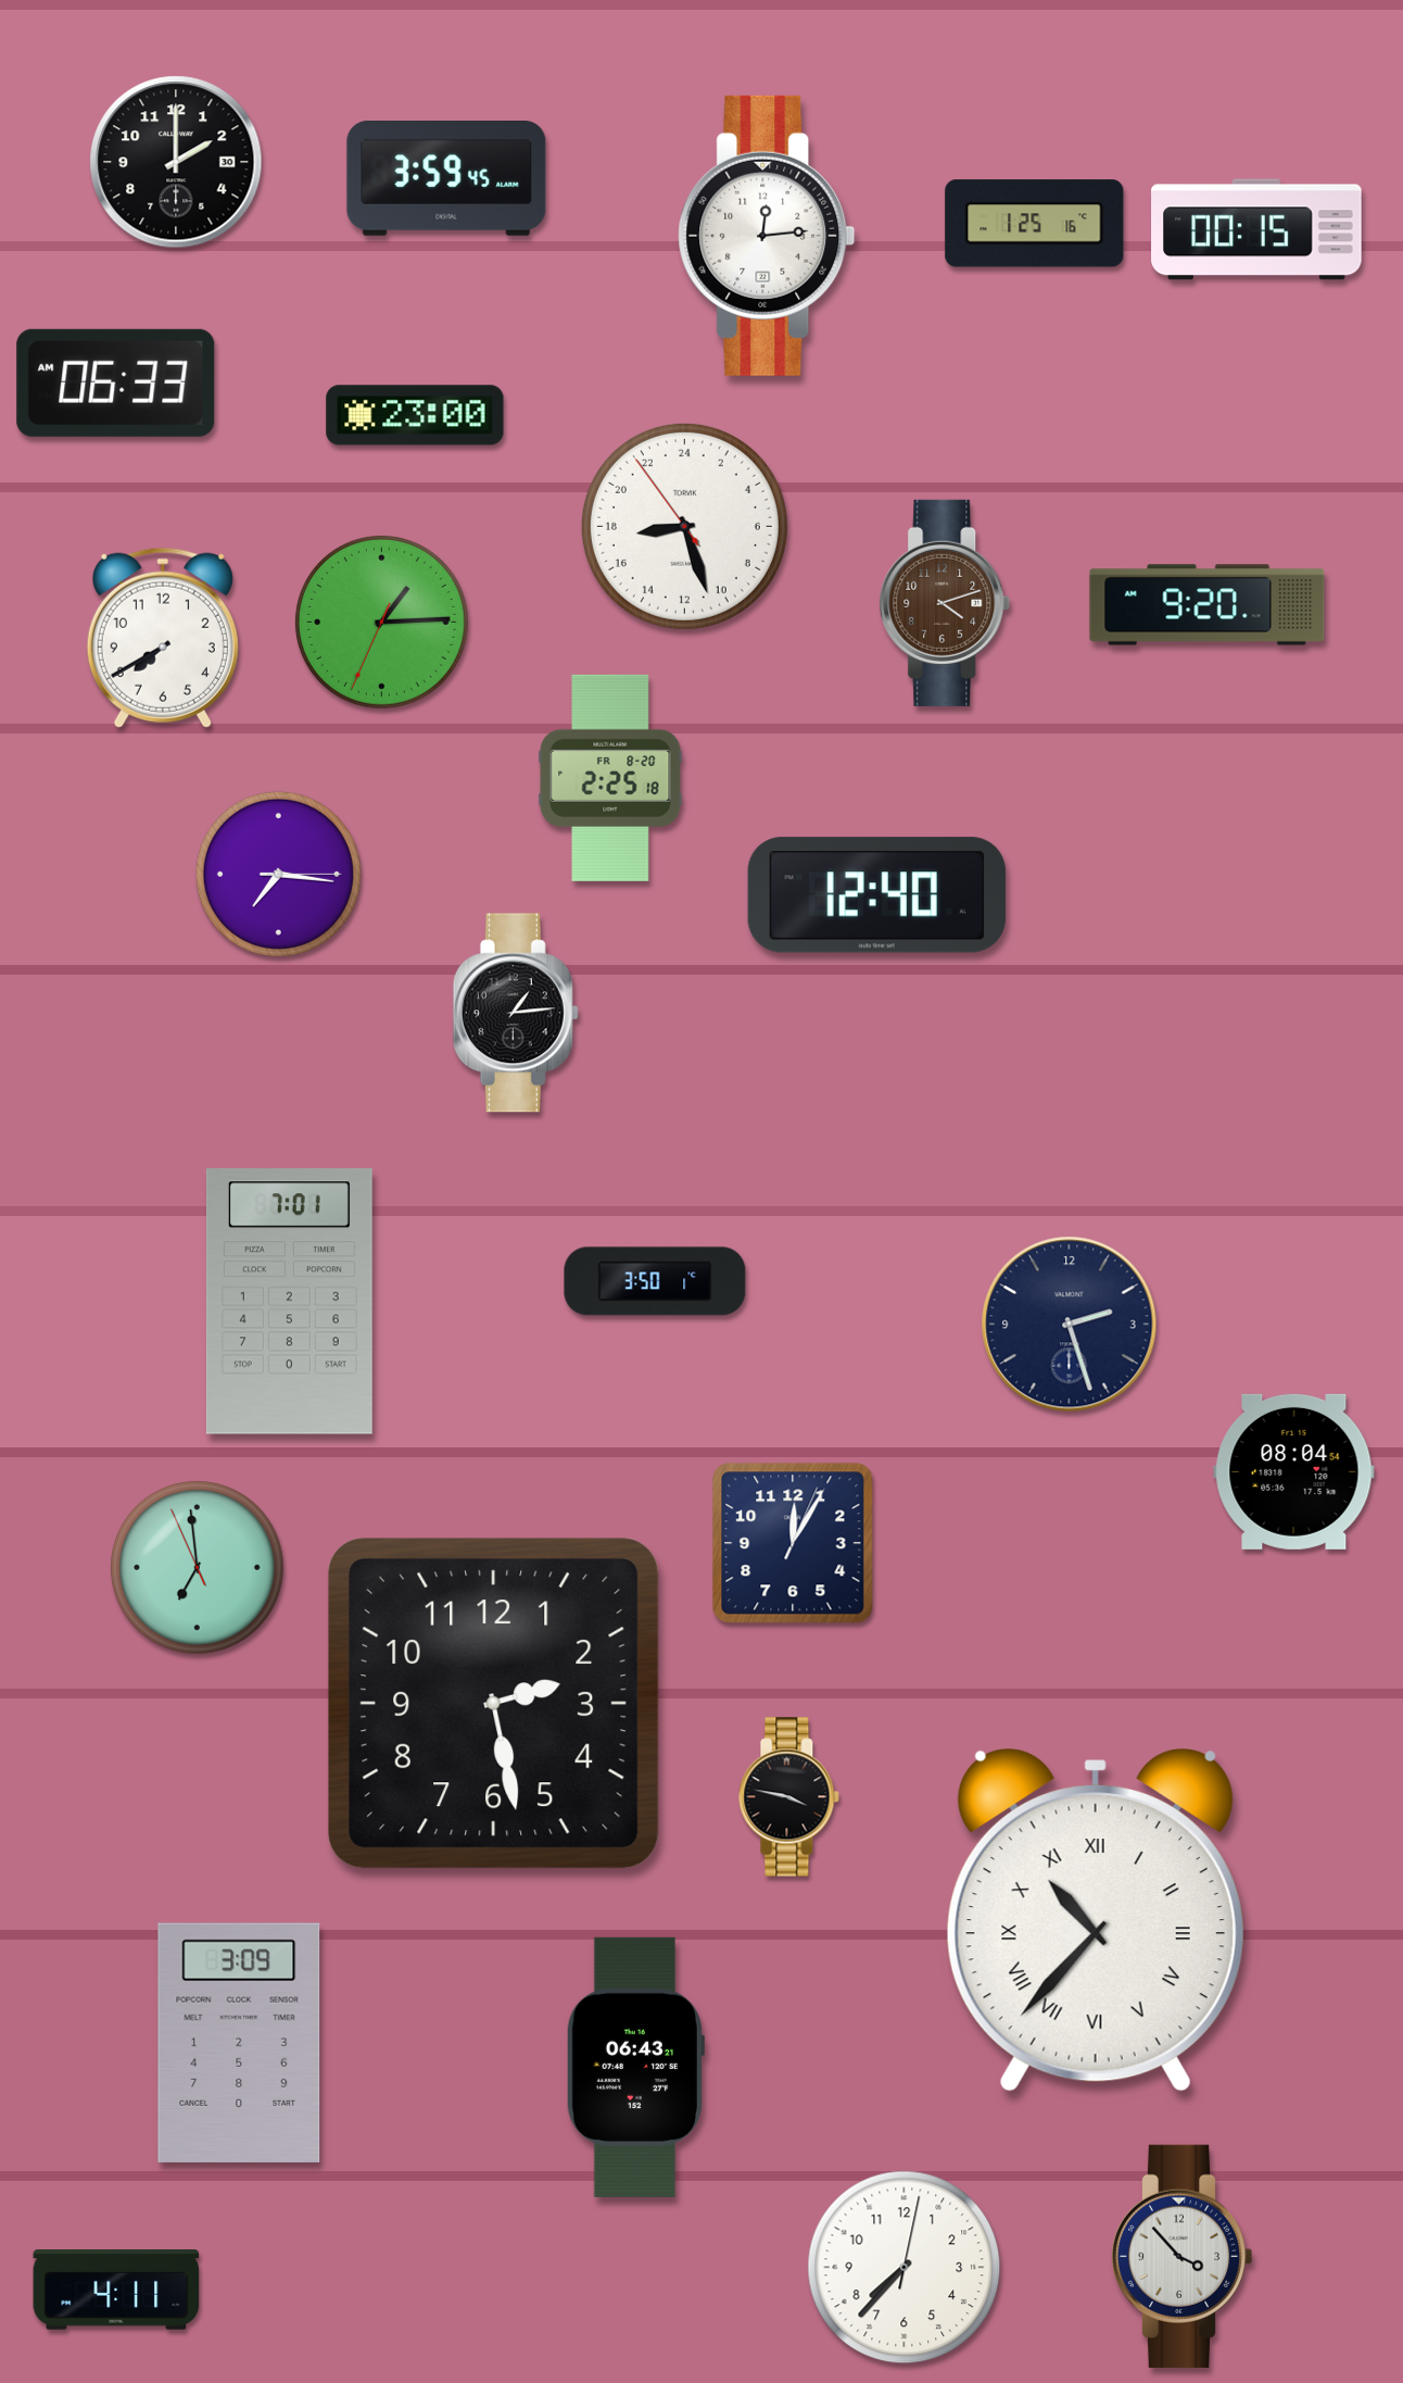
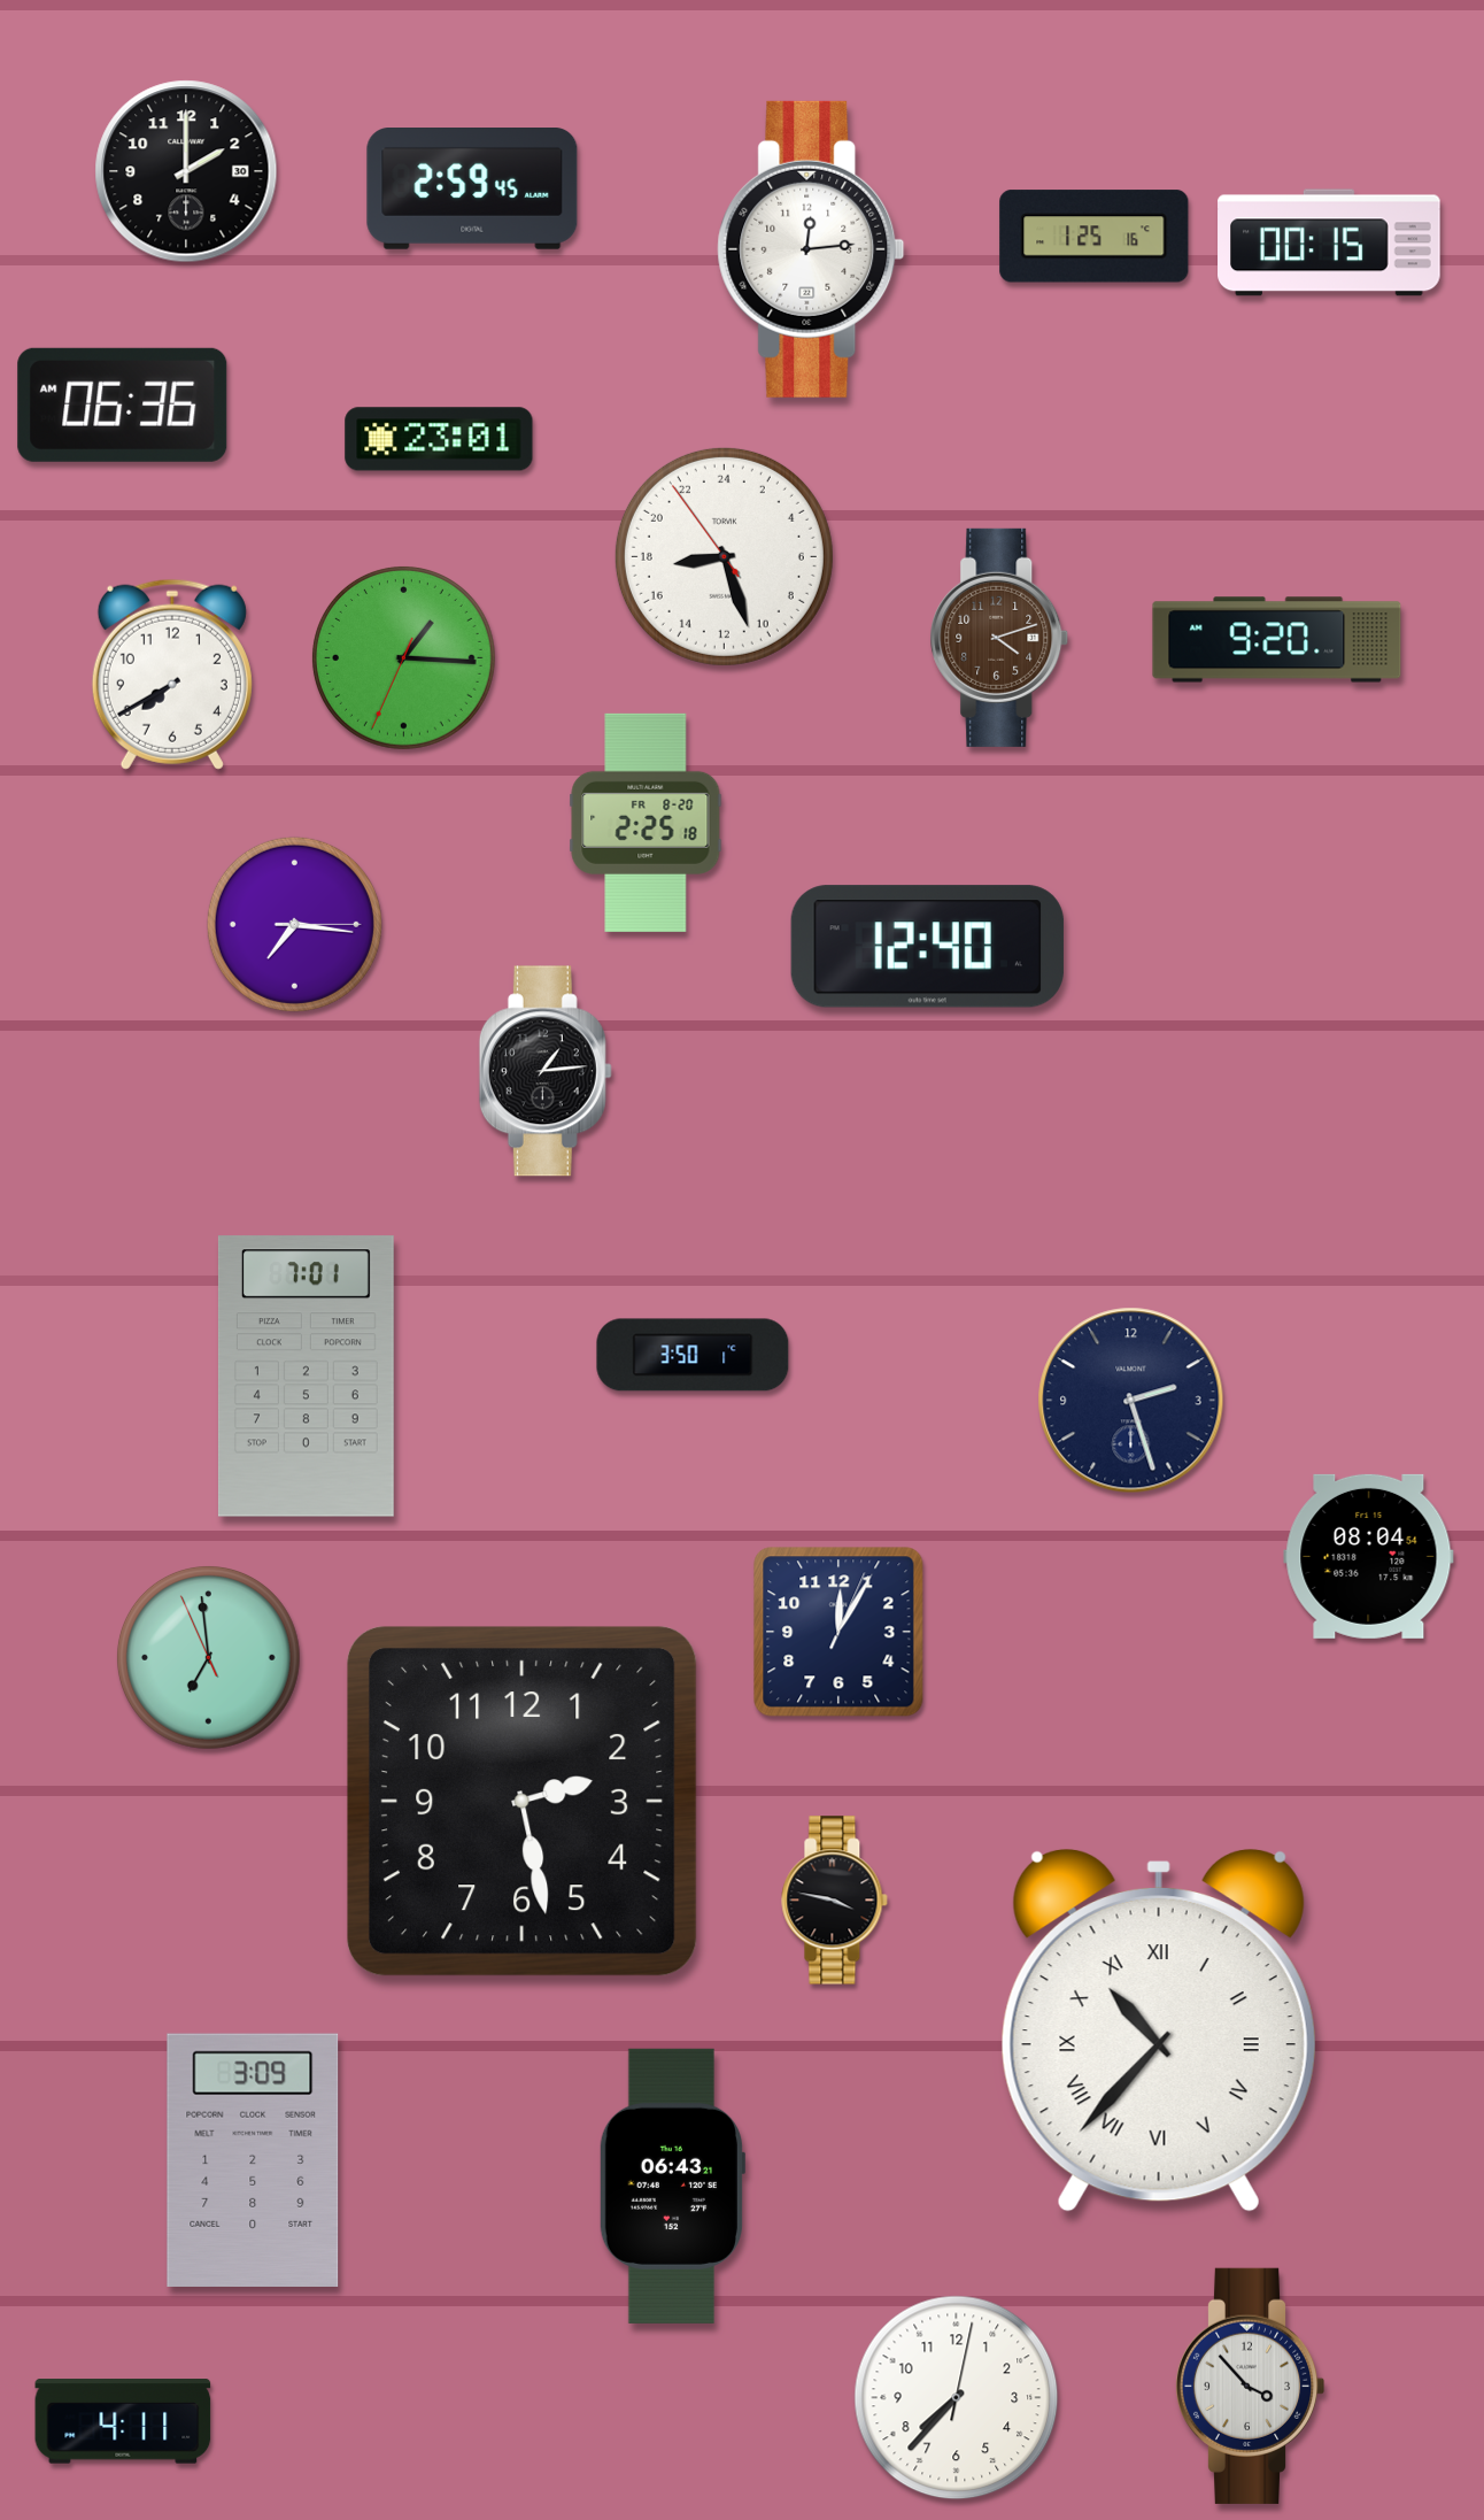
clock at (446, 179): 3:59 -> 2:59
clock at (116, 382): 06:33 -> 06:36
clock at (415, 415): 23:00 -> 23:01
clock at (381, 622): 1:14 -> 1:15
